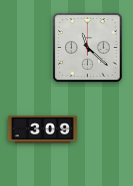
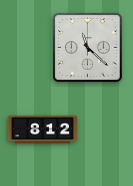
clock at (42, 130): 3:09 -> 8:12
